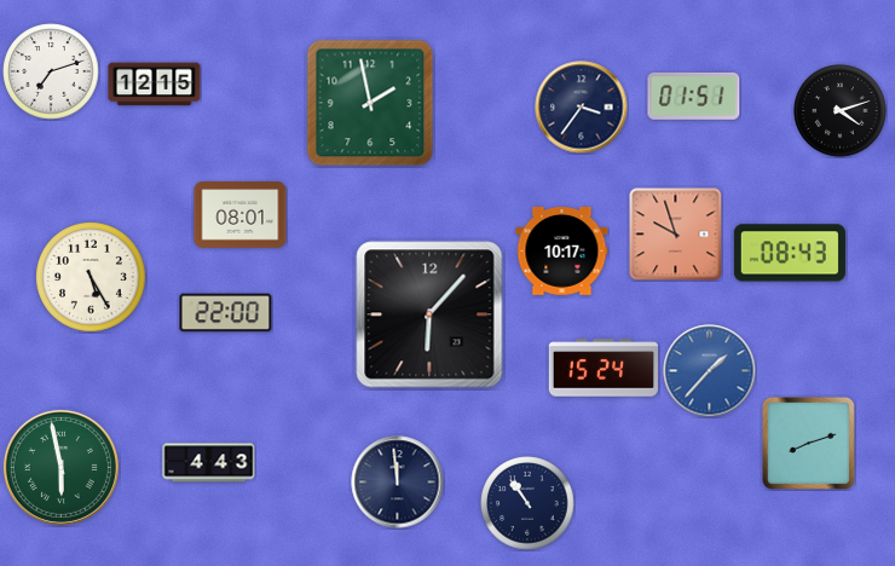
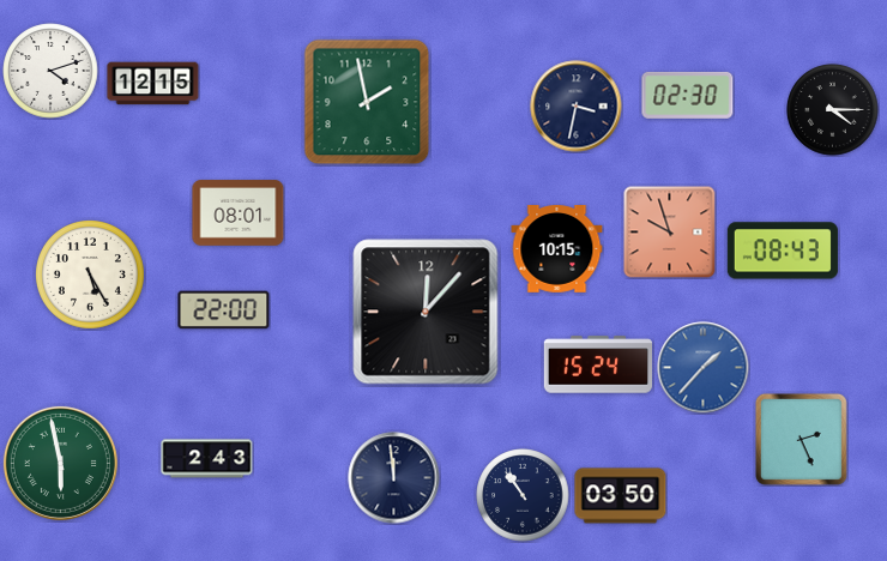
clock at (51, 71): 7:12 -> 4:12
clock at (694, 96): 01:51 -> 02:30
clock at (582, 108): 3:36 -> 3:32
clock at (841, 111): 4:12 -> 4:15
clock at (562, 252): 10:17 -> 10:15
clock at (429, 314): 6:07 -> 12:07
clock at (808, 443): 8:12 -> 2:26
clock at (209, 463): 4:43 -> 2:43
clock at (621, 496): none -> 03:50
clock at (527, 503) position: (527, 503) -> (523, 495)
